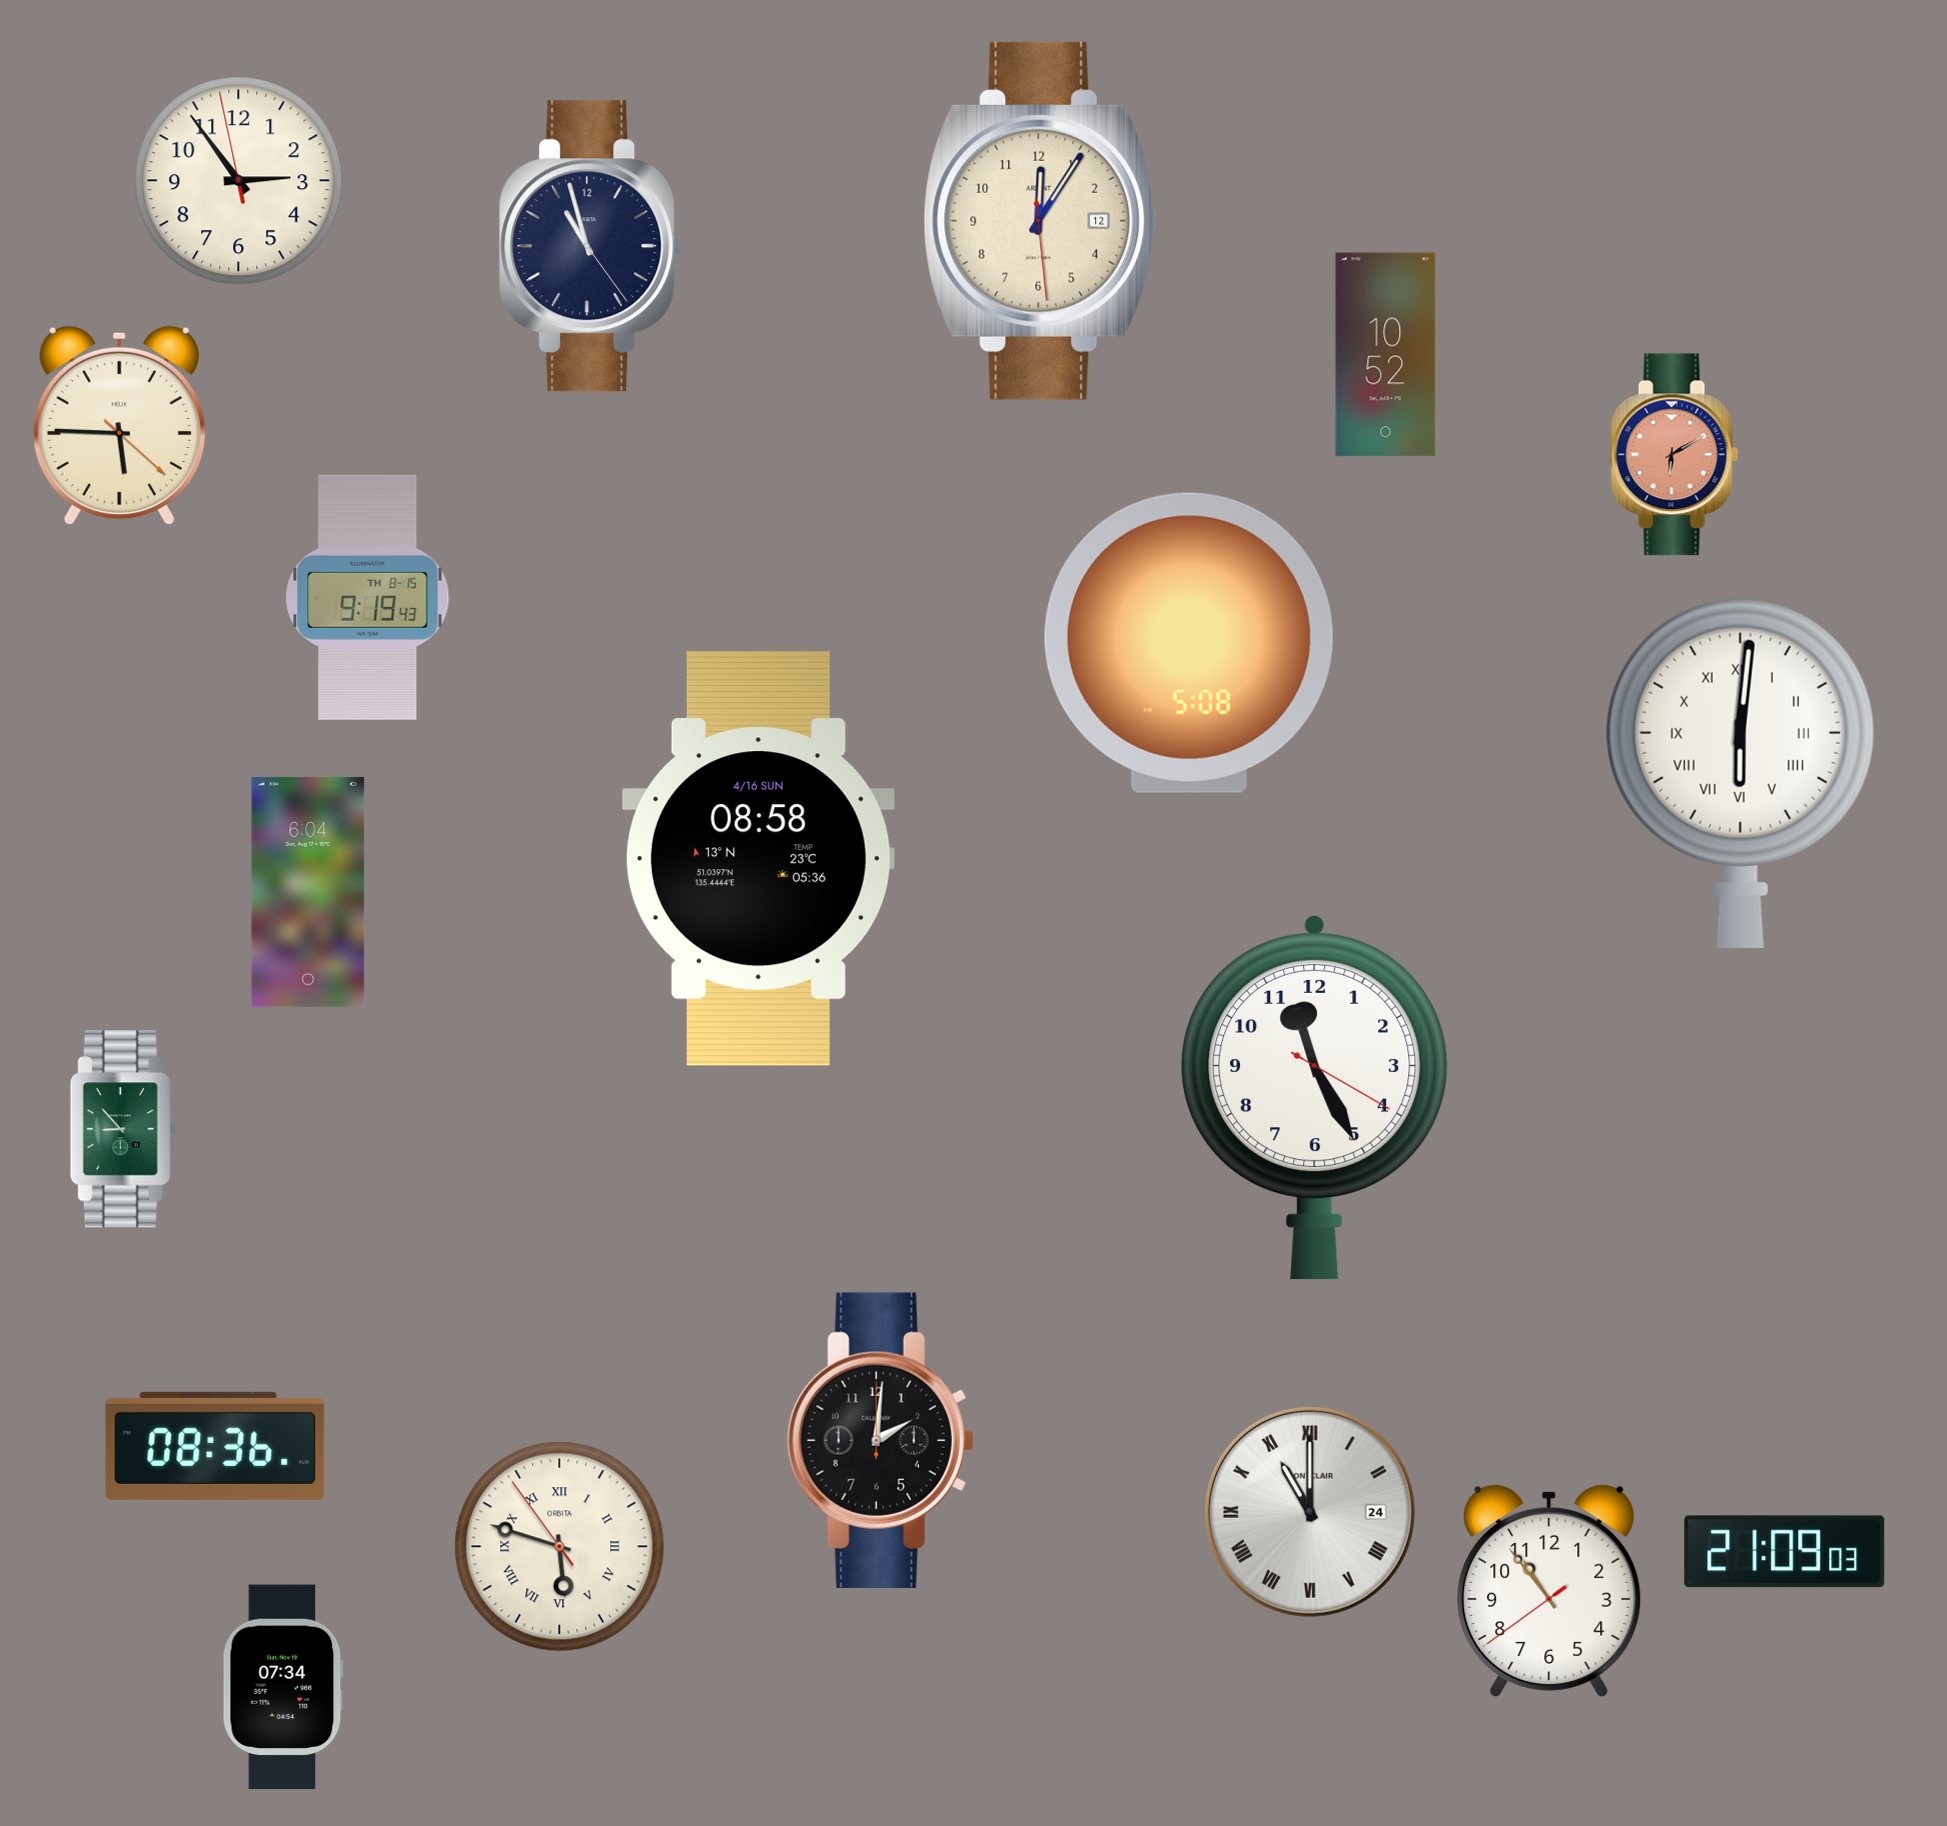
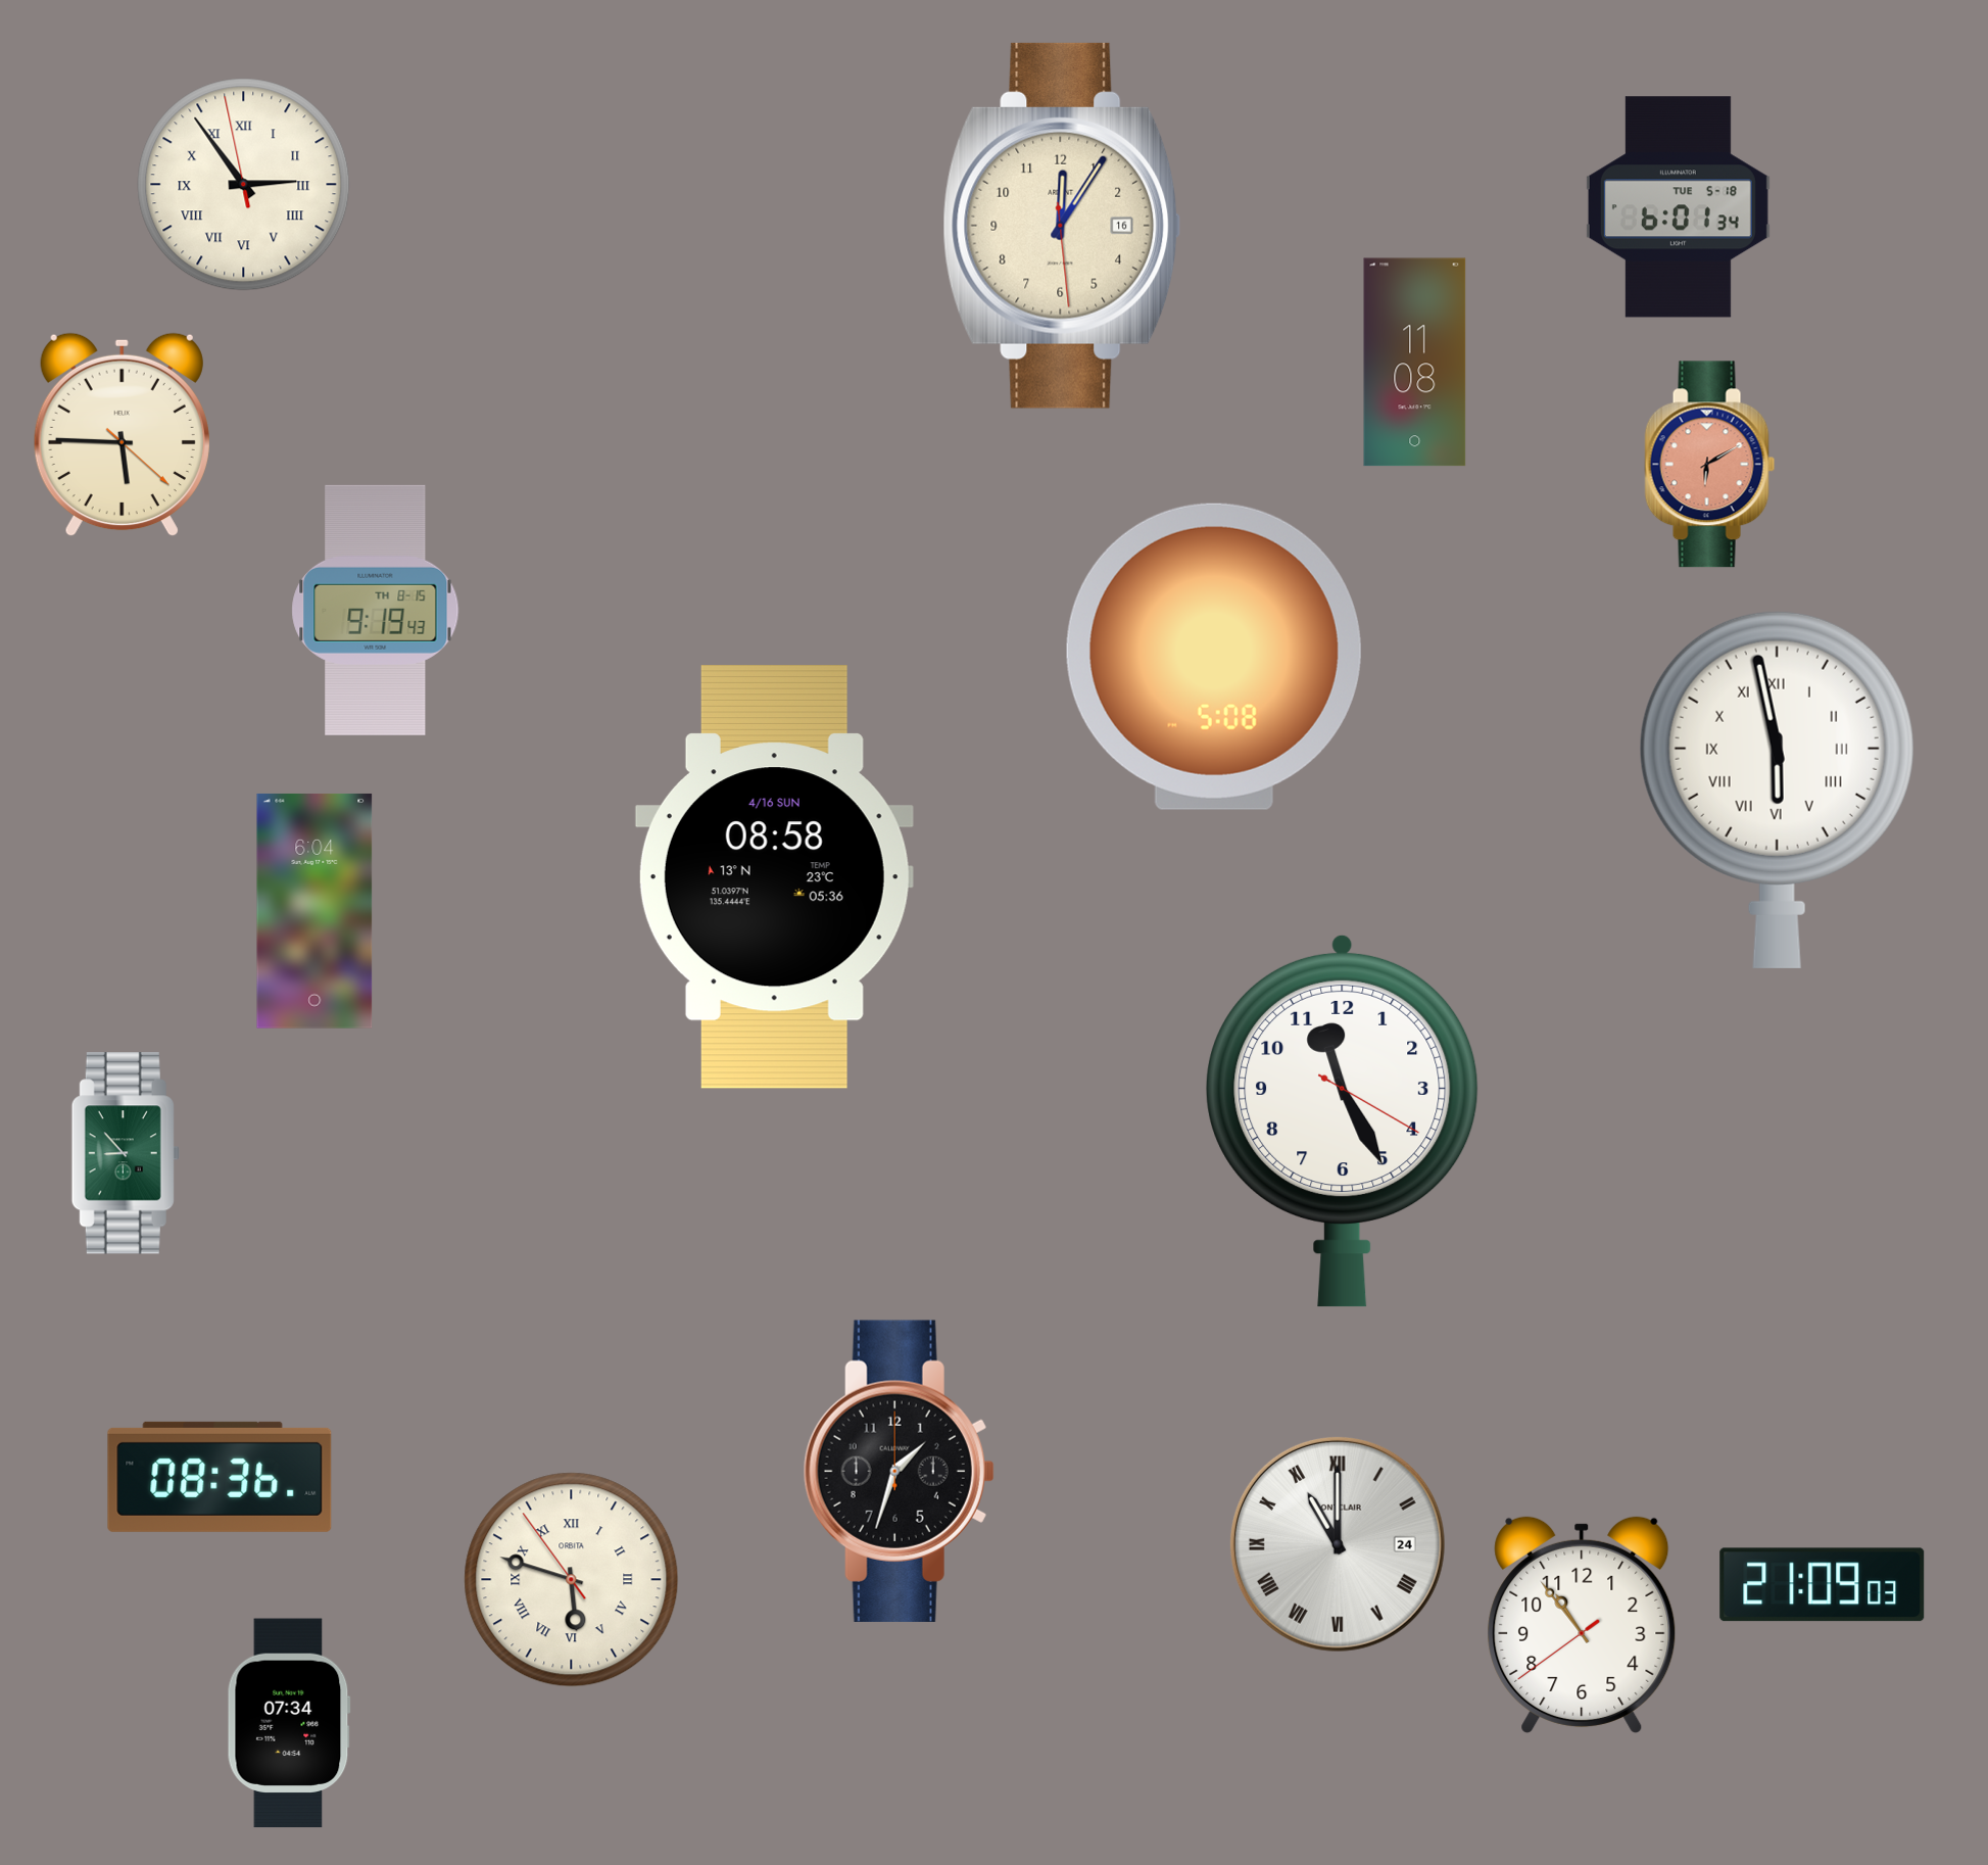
clock at (239, 181) numerals: Arabic -> Roman
clock at (1678, 207): none -> 6:01
clock at (1040, 221) date: 12 -> 16
clock at (591, 246): 10:57 -> none
clock at (1386, 355): 10:52 -> 11:08
clock at (1740, 773): 6:01 -> 5:58
clock at (880, 1440): 2:01 -> 1:33
